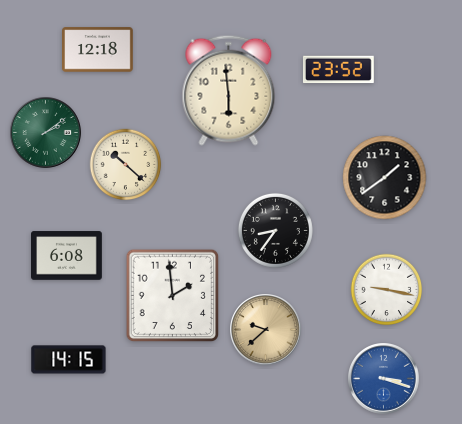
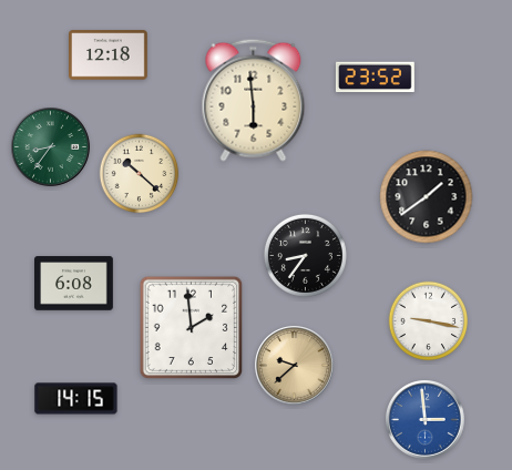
clock at (46, 133): 2:09 -> 8:36
clock at (126, 165) position: (126, 165) -> (140, 174)
clock at (384, 379): 3:18 -> 2:59
